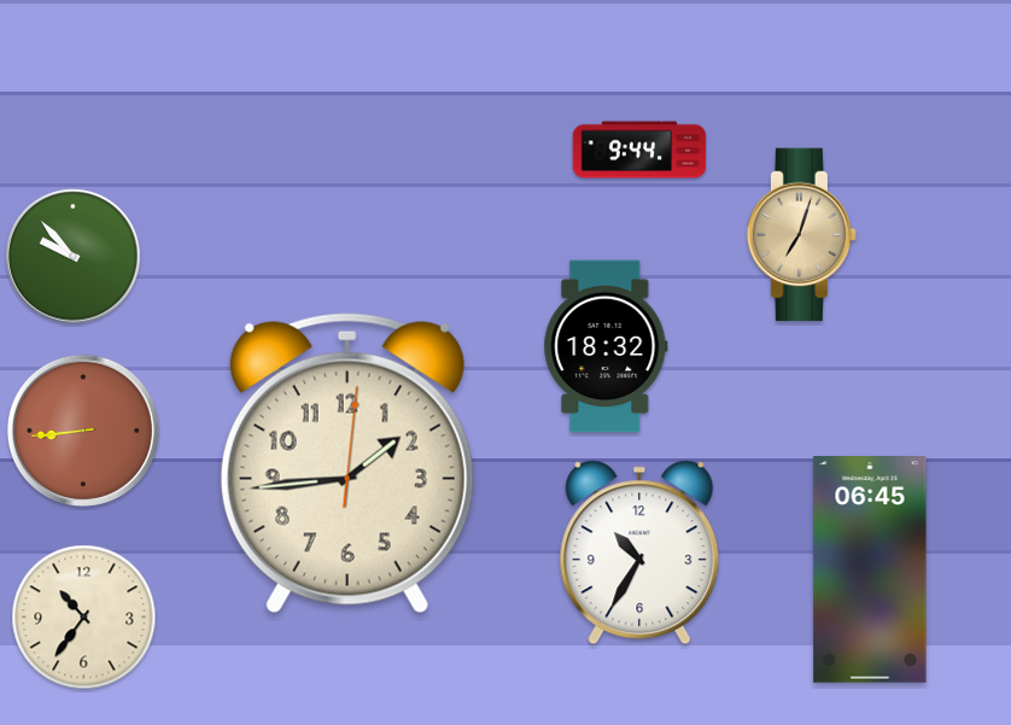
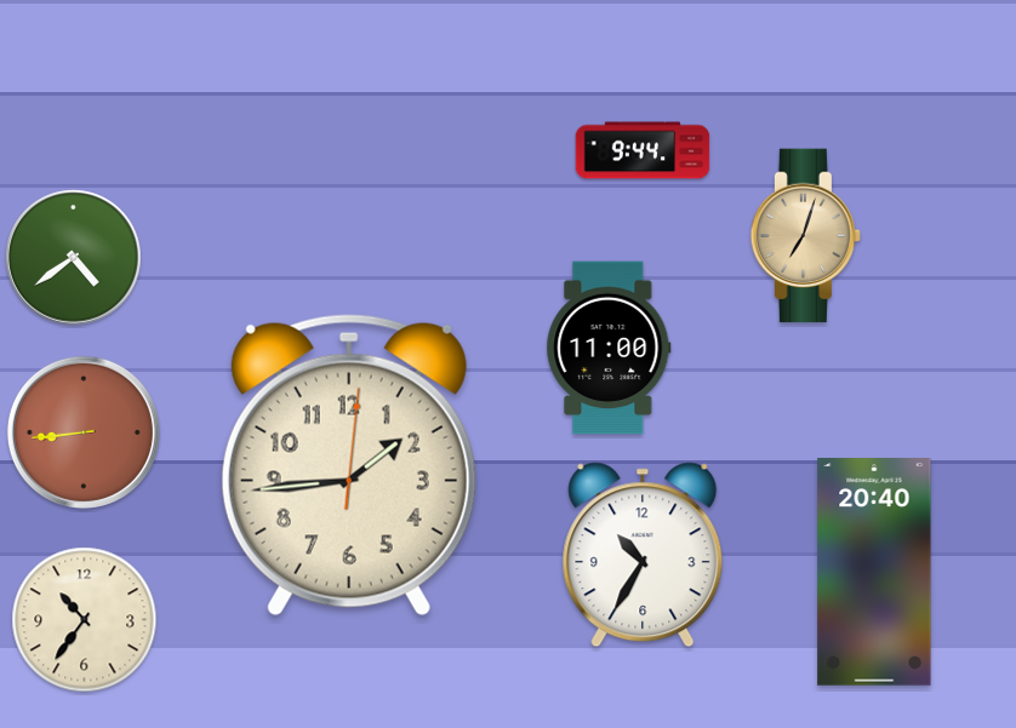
clock at (74, 257): 9:53 -> 4:39
clock at (606, 346): 18:32 -> 11:00
clock at (870, 571): 06:45 -> 20:40
